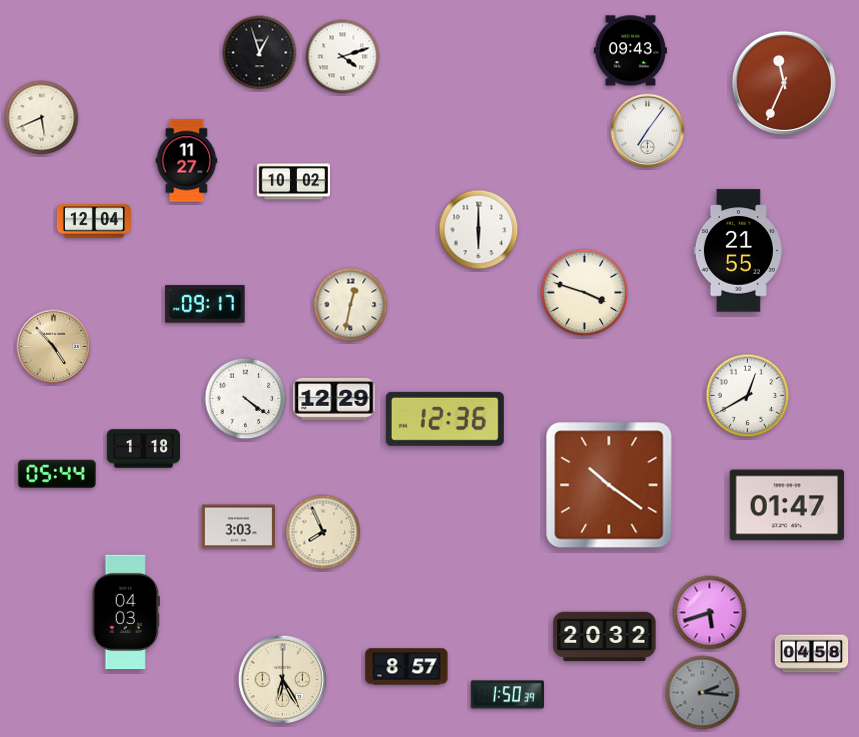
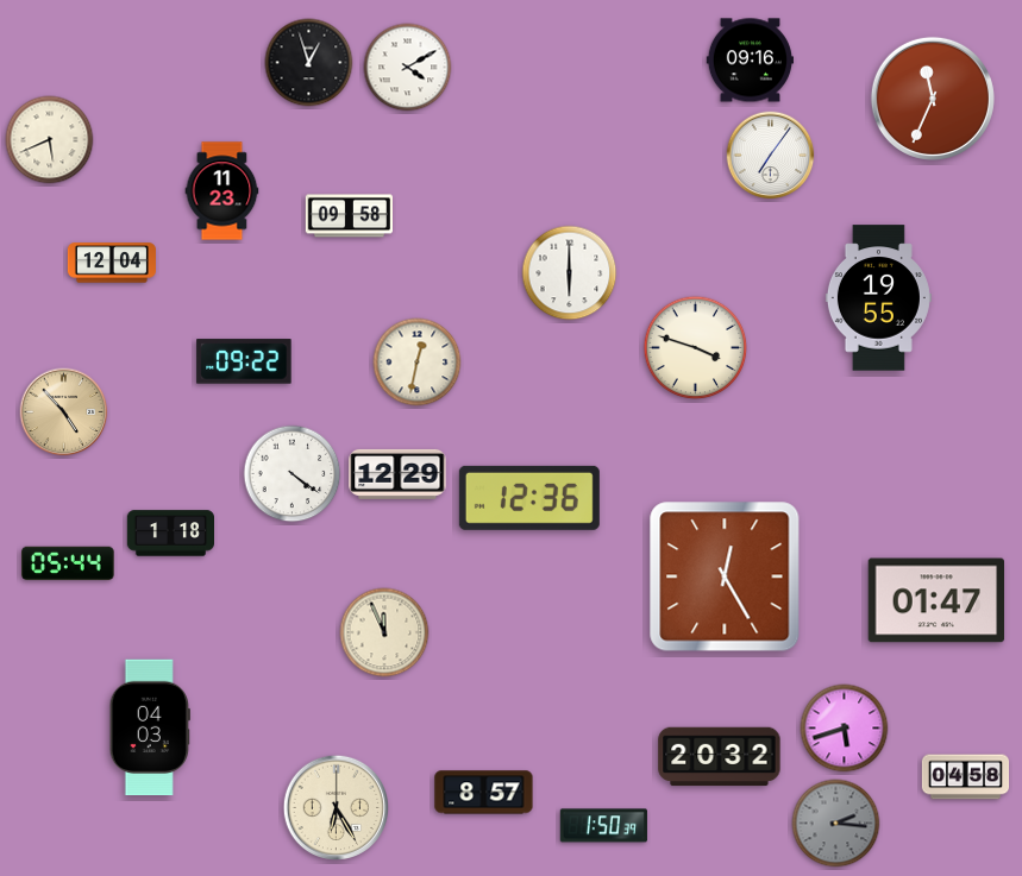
clock at (630, 51): 09:43 -> 09:16
clock at (343, 57): 4:12 -> 4:10
clock at (187, 161): 11:27 -> 11:23
clock at (293, 182): 10:02 -> 09:58
clock at (738, 251): 21:55 -> 19:55
clock at (205, 304): 09:17 -> 09:22
clock at (748, 396): 12:40 -> none
clock at (609, 485): 10:21 -> 12:25
clock at (238, 527): 3:03 -> none
clock at (323, 532): 7:56 -> 11:56
